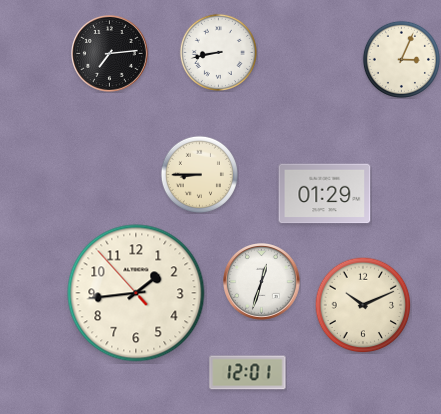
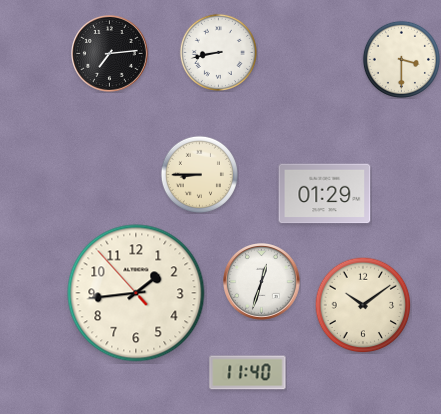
clock at (401, 59): 3:04 -> 3:30
clock at (363, 305): 10:11 -> 10:09
clock at (248, 373): 12:01 -> 11:40
